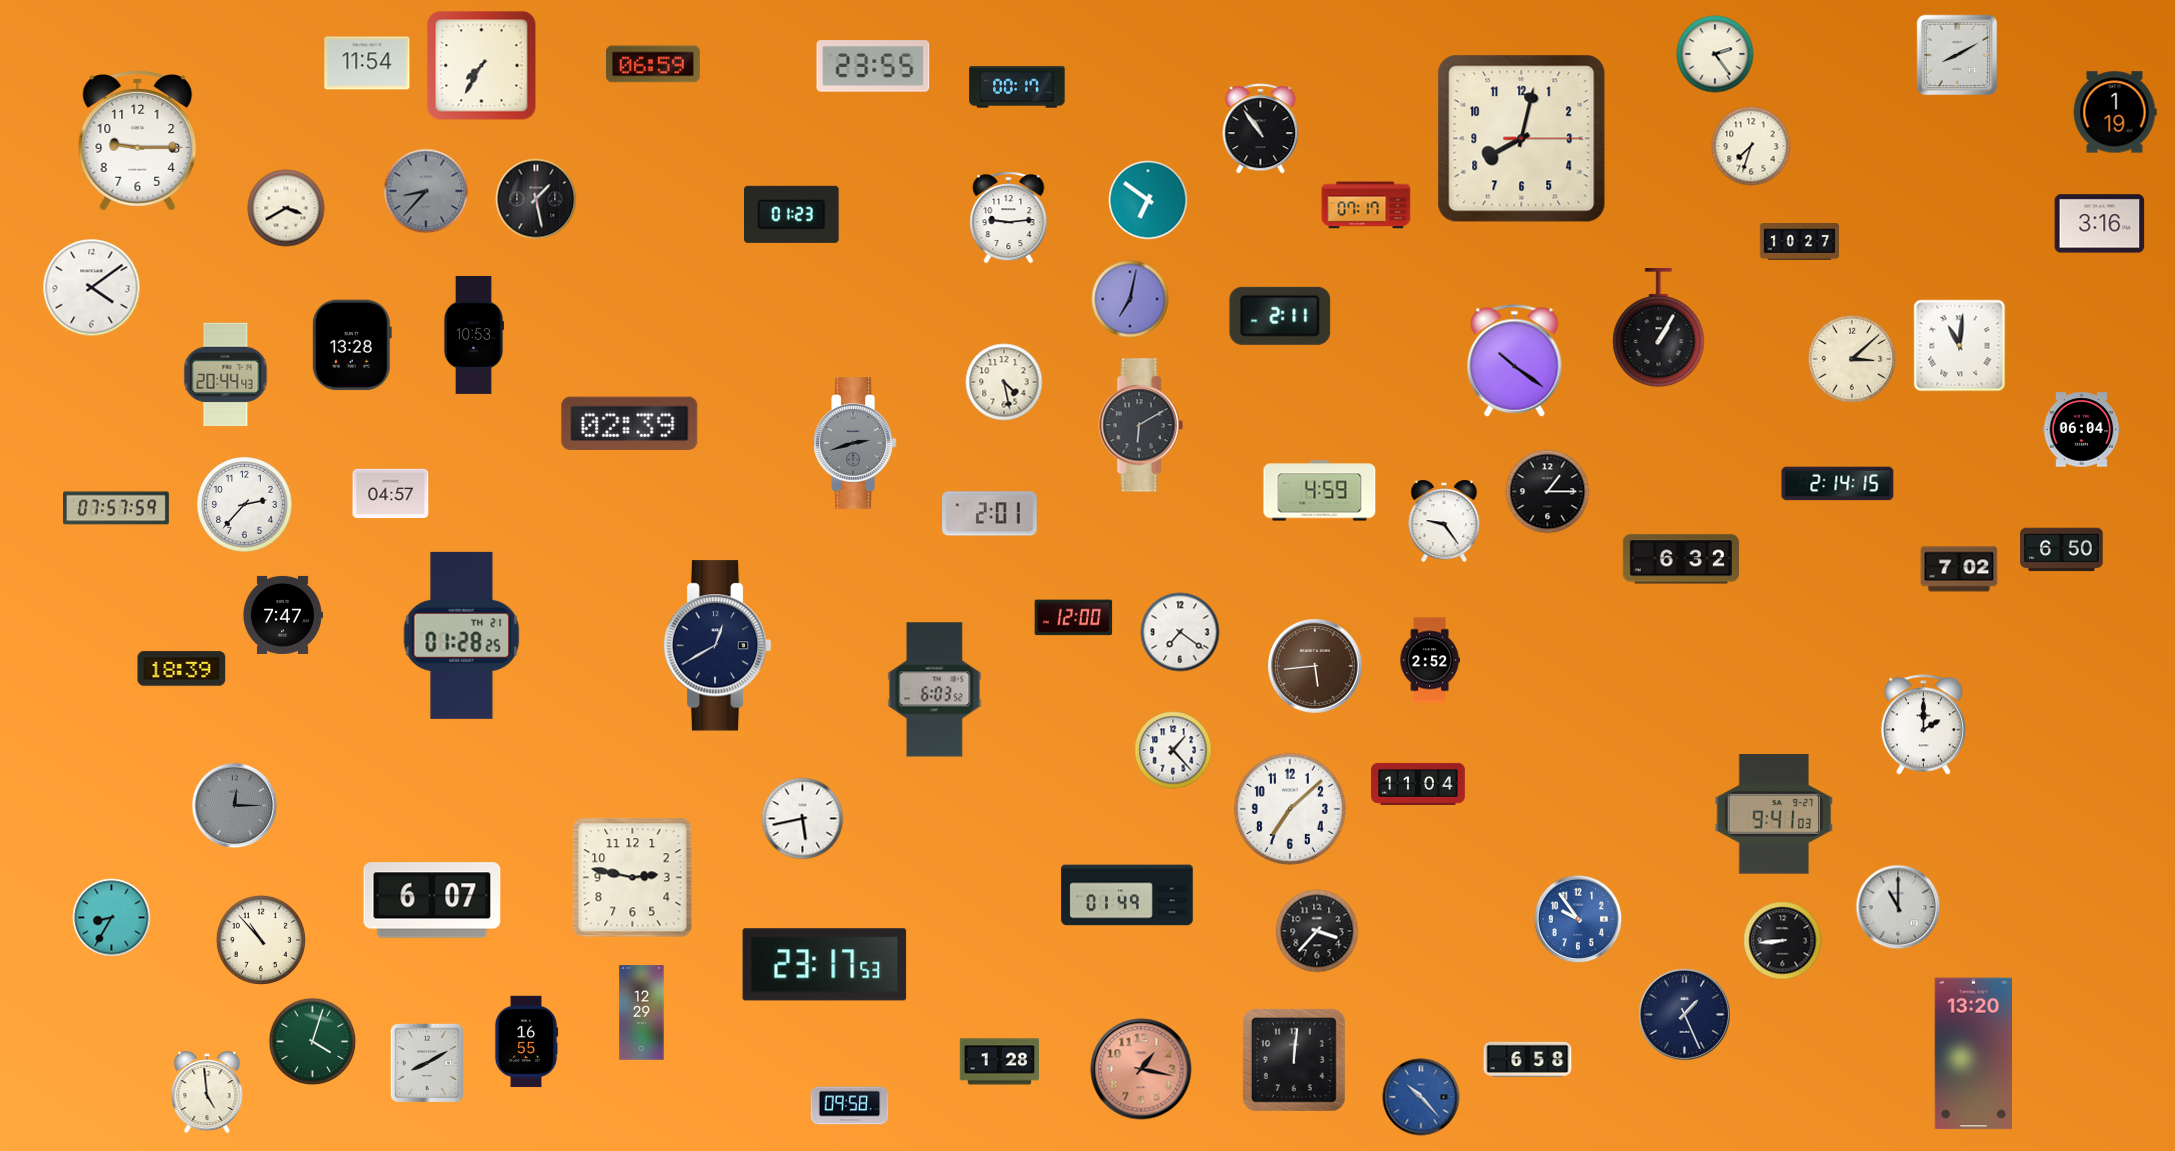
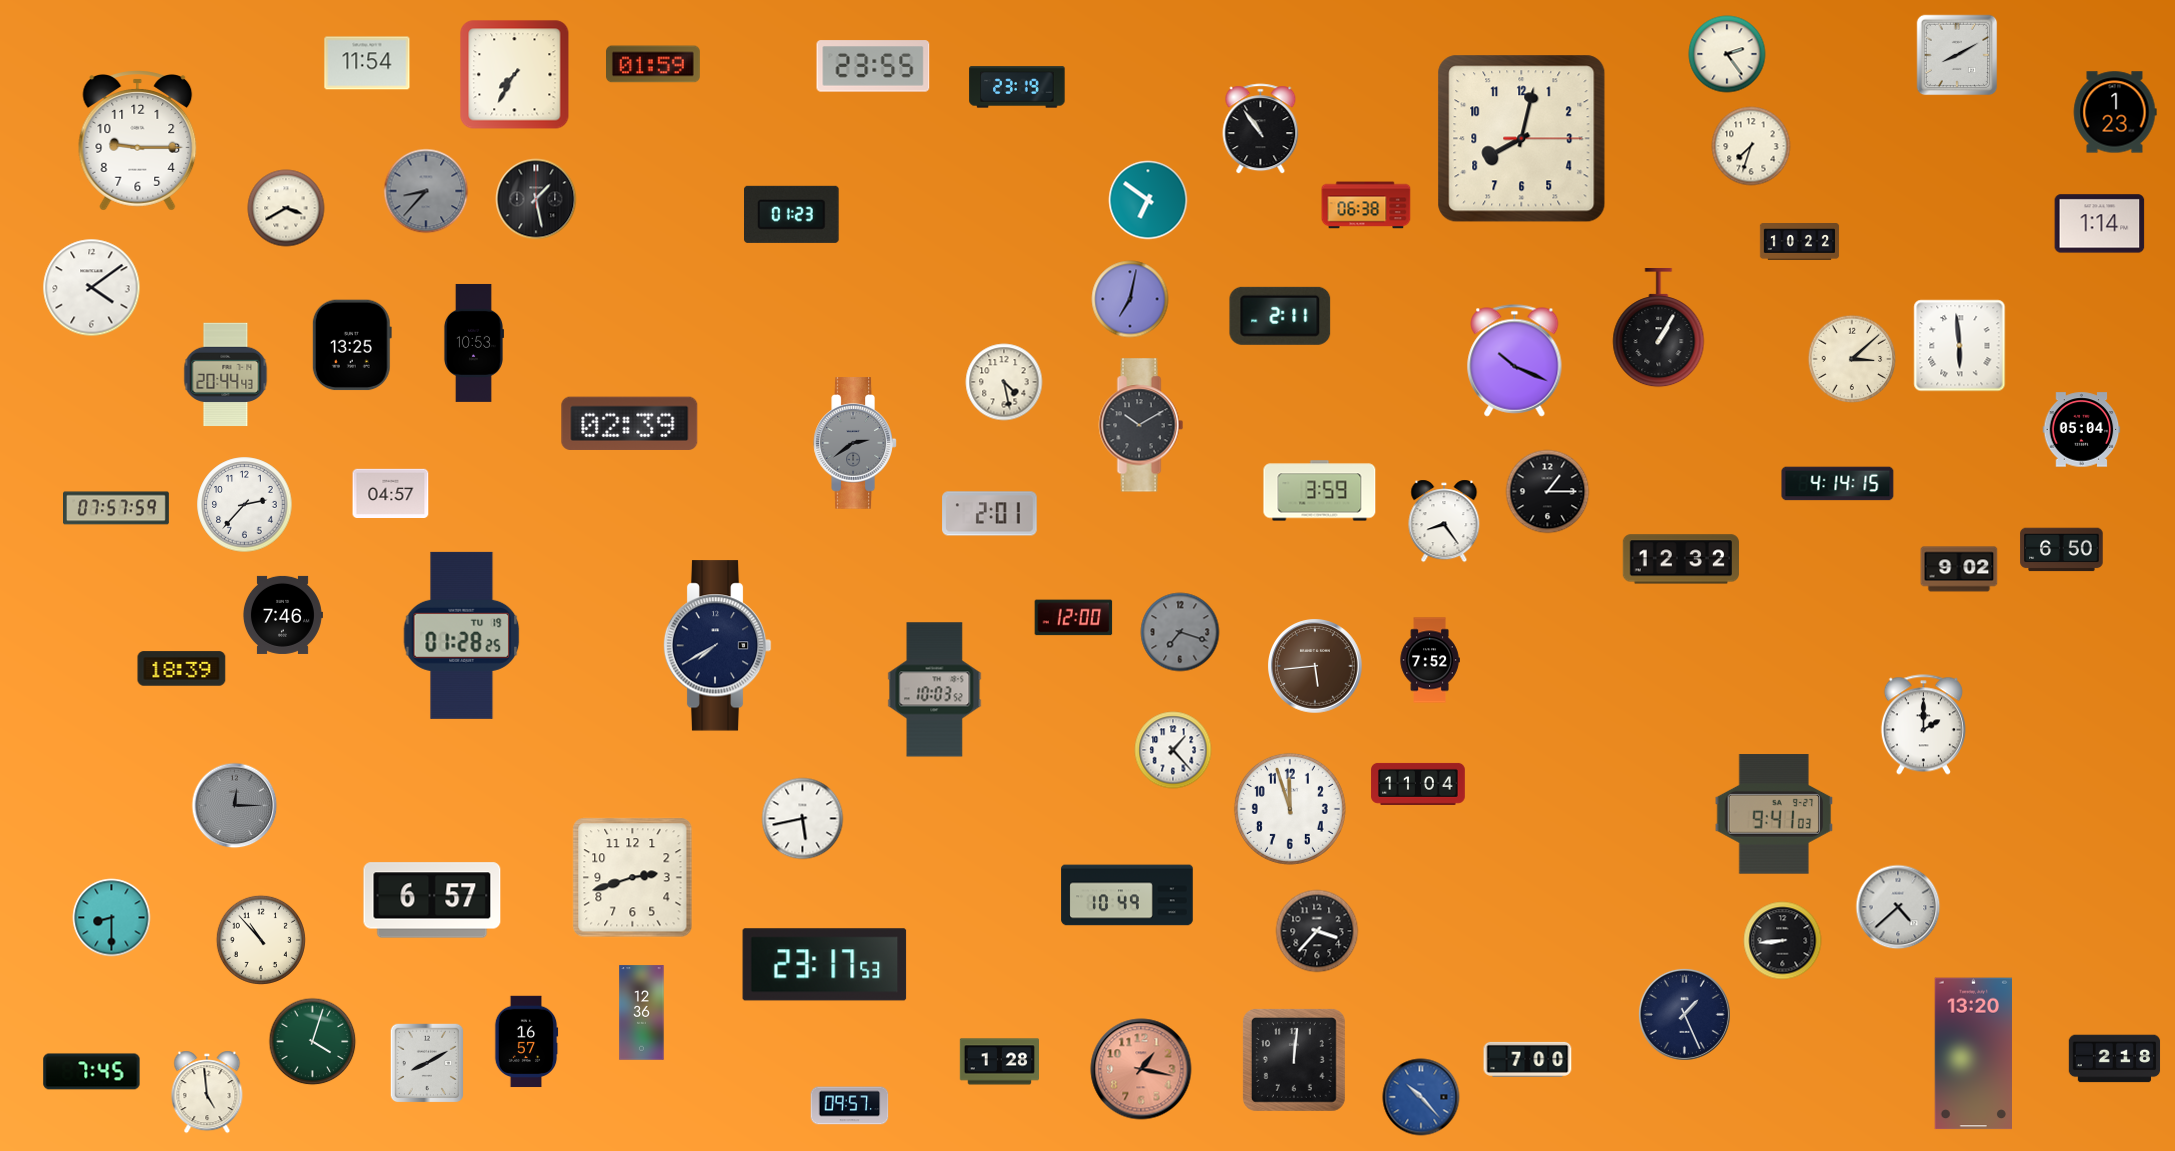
clock at (1715, 54) position: (1715, 54) -> (1727, 54)
clock at (654, 64): 06:59 -> 01:59
clock at (482, 66) position: (482, 66) -> (515, 75)
clock at (1017, 87): 00:17 -> 23:19
clock at (2115, 112): 1:19 -> 1:23
clock at (1366, 205): 07:17 -> 06:38
clock at (1009, 218): 9:14 -> none
clock at (2100, 224): 3:16 -> 1:14
clock at (1800, 242): 10:27 -> 10:22
clock at (473, 335) position: (473, 335) -> (473, 343)
clock at (352, 345): 13:28 -> 13:25
clock at (1960, 346): 11:01 -> 5:59
clock at (1515, 361): 10:21 -> 10:19
clock at (1141, 425): 6:10 -> 10:10
clock at (2082, 430): 06:04 -> 05:04
clock at (855, 443): 2:42 -> 2:39
clock at (1838, 484): 2:14 -> 4:14
clock at (1320, 491): 4:59 -> 3:59
clock at (1444, 521): 9:24 -> 8:24
clock at (1681, 559): 6:32 -> 12:32
clock at (1959, 569): 7:02 -> 9:02
clock at (282, 615): 7:47 -> 7:46
clock at (1180, 632): 7:21 -> 7:18
clock at (1180, 632) dial: white -> grey
clock at (462, 635) date: TH 21 -> TU 19
clock at (717, 646): 12:40 -> 7:40
clock at (1430, 660): 2:52 -> 7:52
clock at (935, 690): 6:03 -> 10:03
clock at (1290, 809): 7:08 -> 11:57
clock at (633, 878): 2:47 -> 2:42
clock at (1127, 895): 01:49 -> 10:49
clock at (432, 900): 6:07 -> 6:57
clock at (1898, 907): 11:00 -> 4:38
clock at (112, 918): 8:35 -> 8:30
clock at (1578, 919): 9:54 -> none
clock at (642, 1013): 12:29 -> 12:36
clock at (526, 1042): 16:55 -> 16:57
clock at (1528, 1059): 6:58 -> 7:00
clock at (2115, 1059): none -> 2:18
clock at (92, 1072): none -> 7:45
clock at (850, 1106): 09:58 -> 09:57
